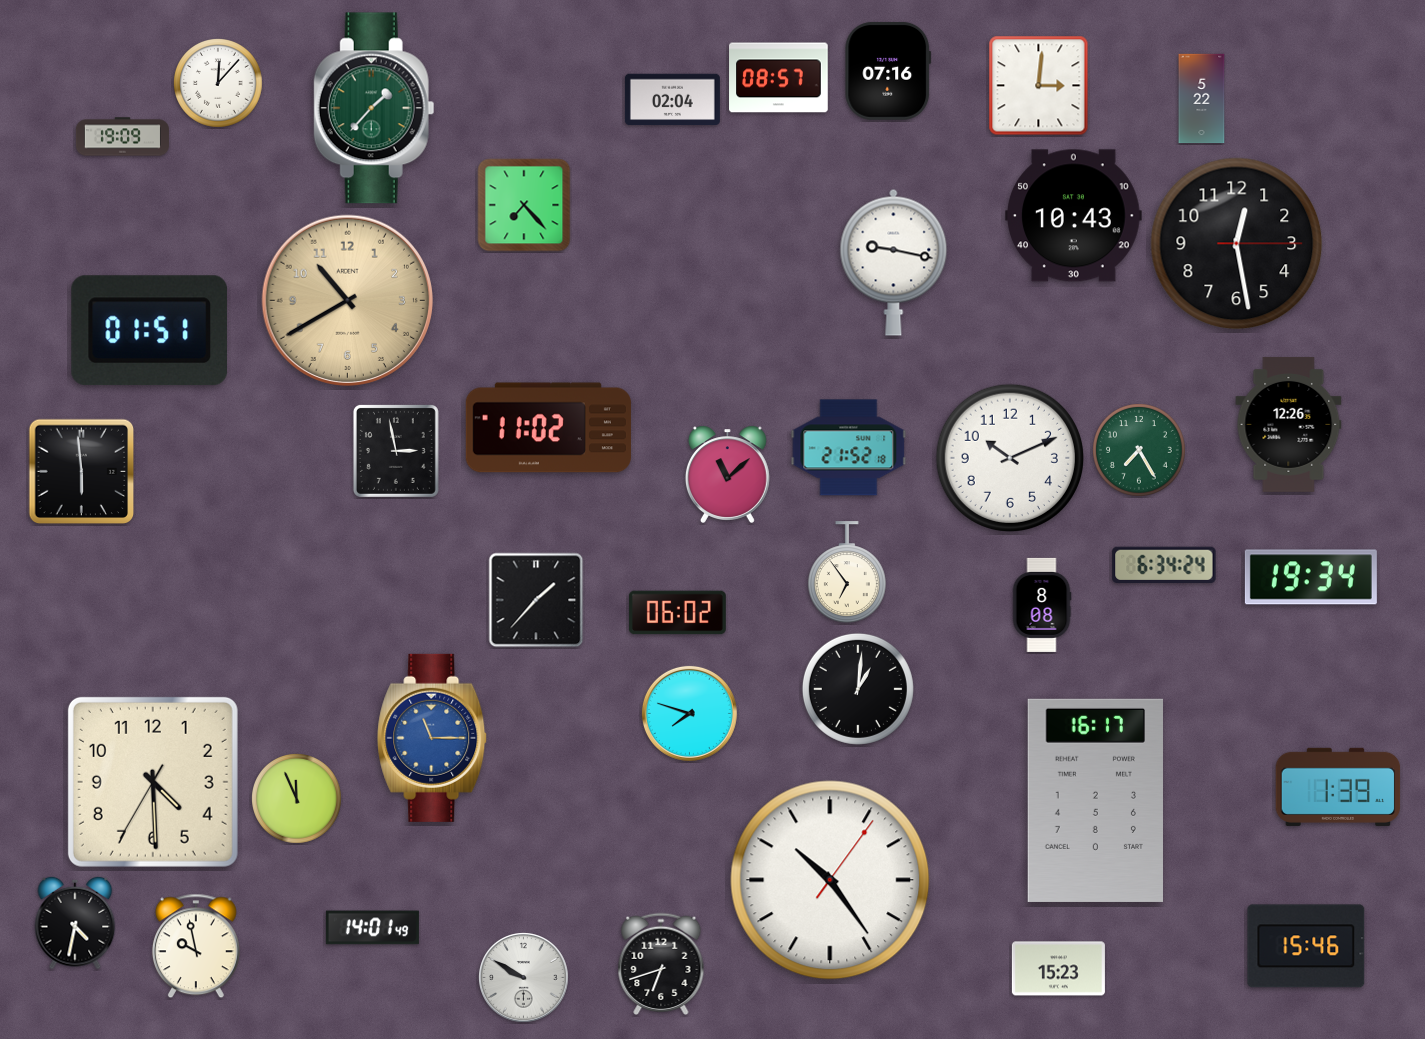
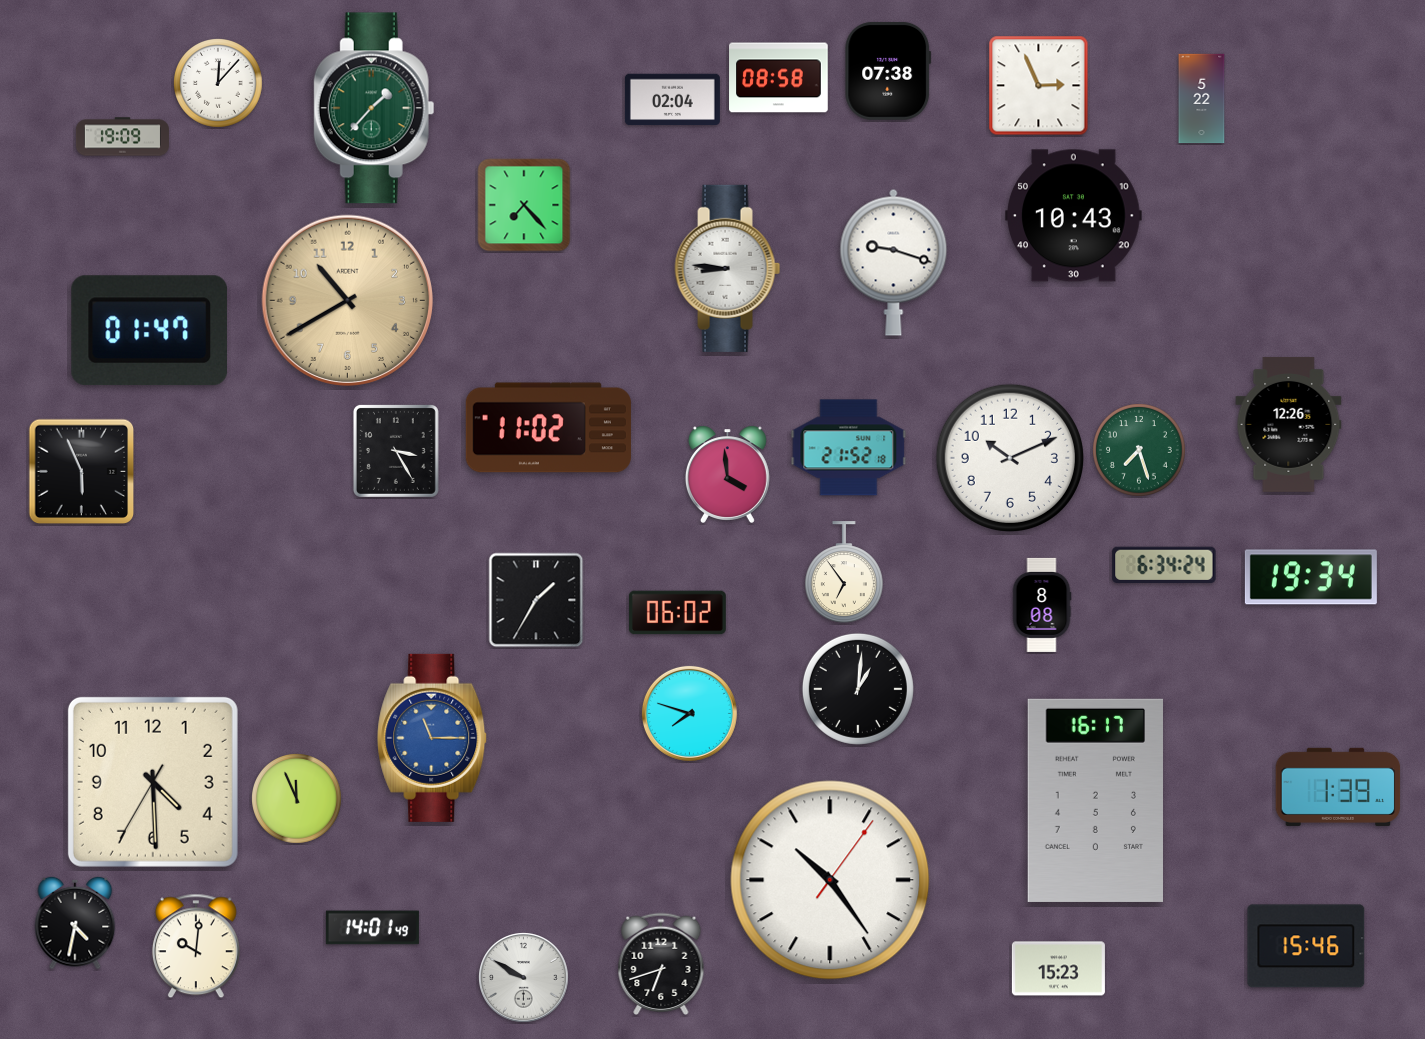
clock at (888, 71): 07:16 -> 07:38
clock at (779, 78): 08:57 -> 08:58
clock at (1039, 86): 3:01 -> 2:56
clock at (1237, 244): 12:28 -> none
clock at (894, 262): 9:17 -> 9:18
clock at (728, 268): none -> 8:46
clock at (149, 331): 01:51 -> 01:47
clock at (396, 451): 2:58 -> 3:25
clock at (1140, 451): 7:25 -> 7:27
clock at (82, 472): 5:59 -> 5:56
clock at (727, 474): 11:08 -> 3:59
clock at (847, 572) position: (847, 572) -> (844, 572)
clock at (536, 600): 1:37 -> 1:35
clock at (196, 946): 9:58 -> 10:01
